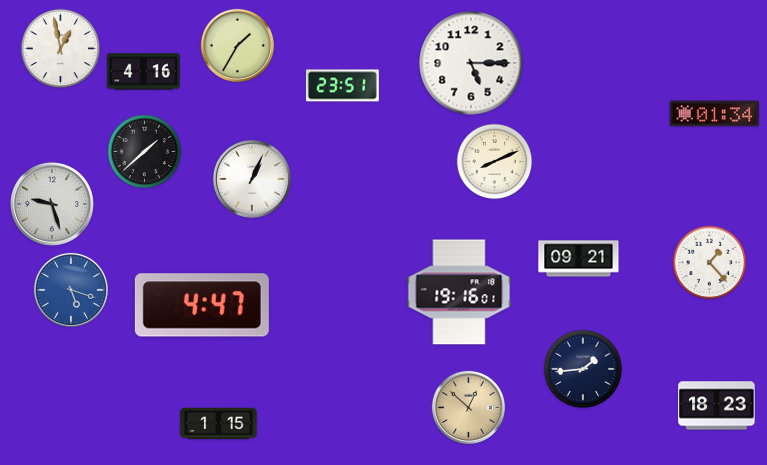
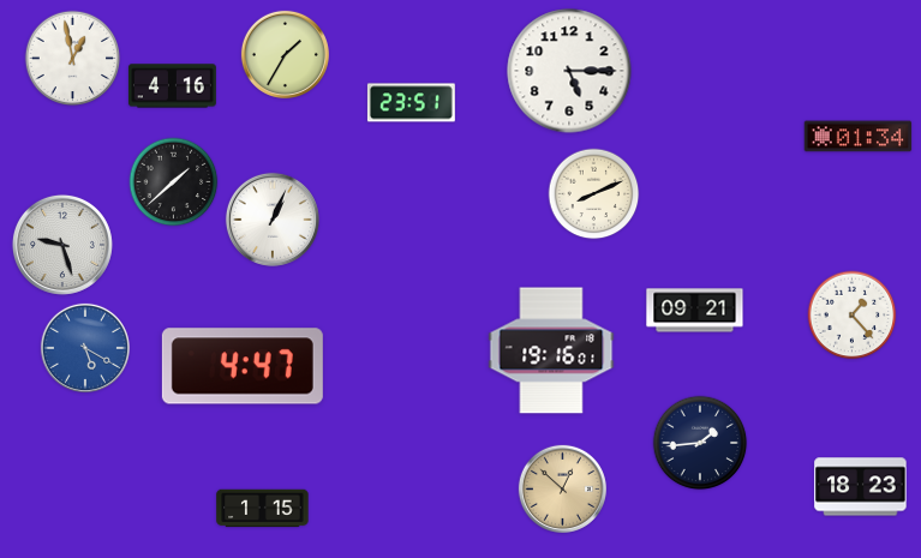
clock at (471, 63) position: (471, 63) -> (569, 71)
clock at (252, 179) position: (252, 179) -> (273, 220)
clock at (71, 290): 5:18 -> 5:20
